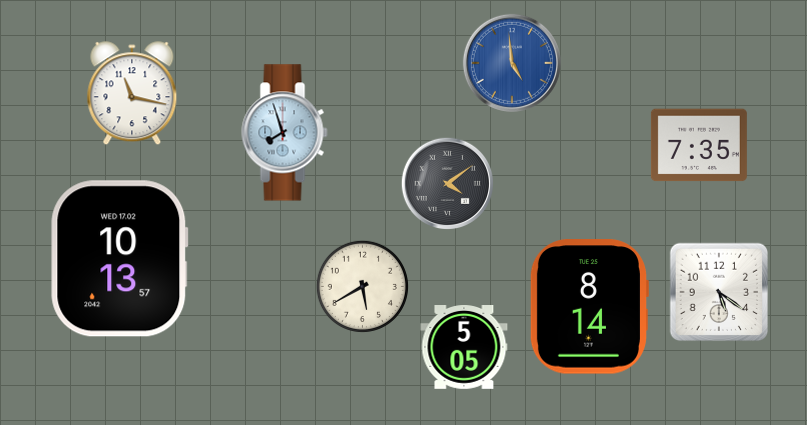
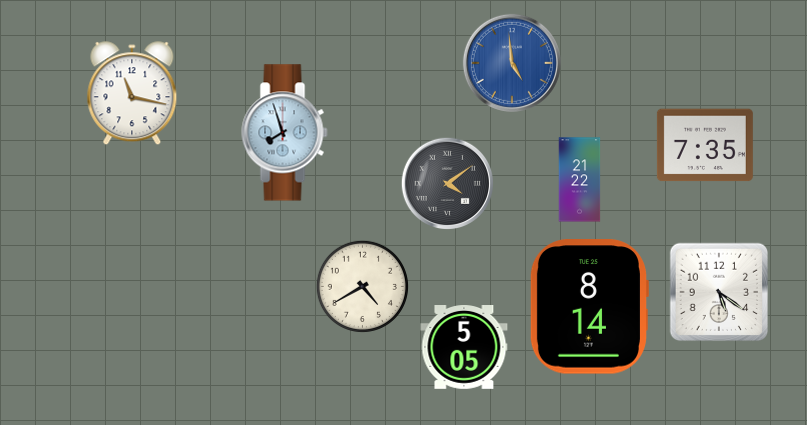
clock at (699, 145) position: (699, 145) -> (705, 145)
clock at (580, 180): none -> 21:22
clock at (120, 259): 10:13 -> none
clock at (362, 286): 5:40 -> 4:40
